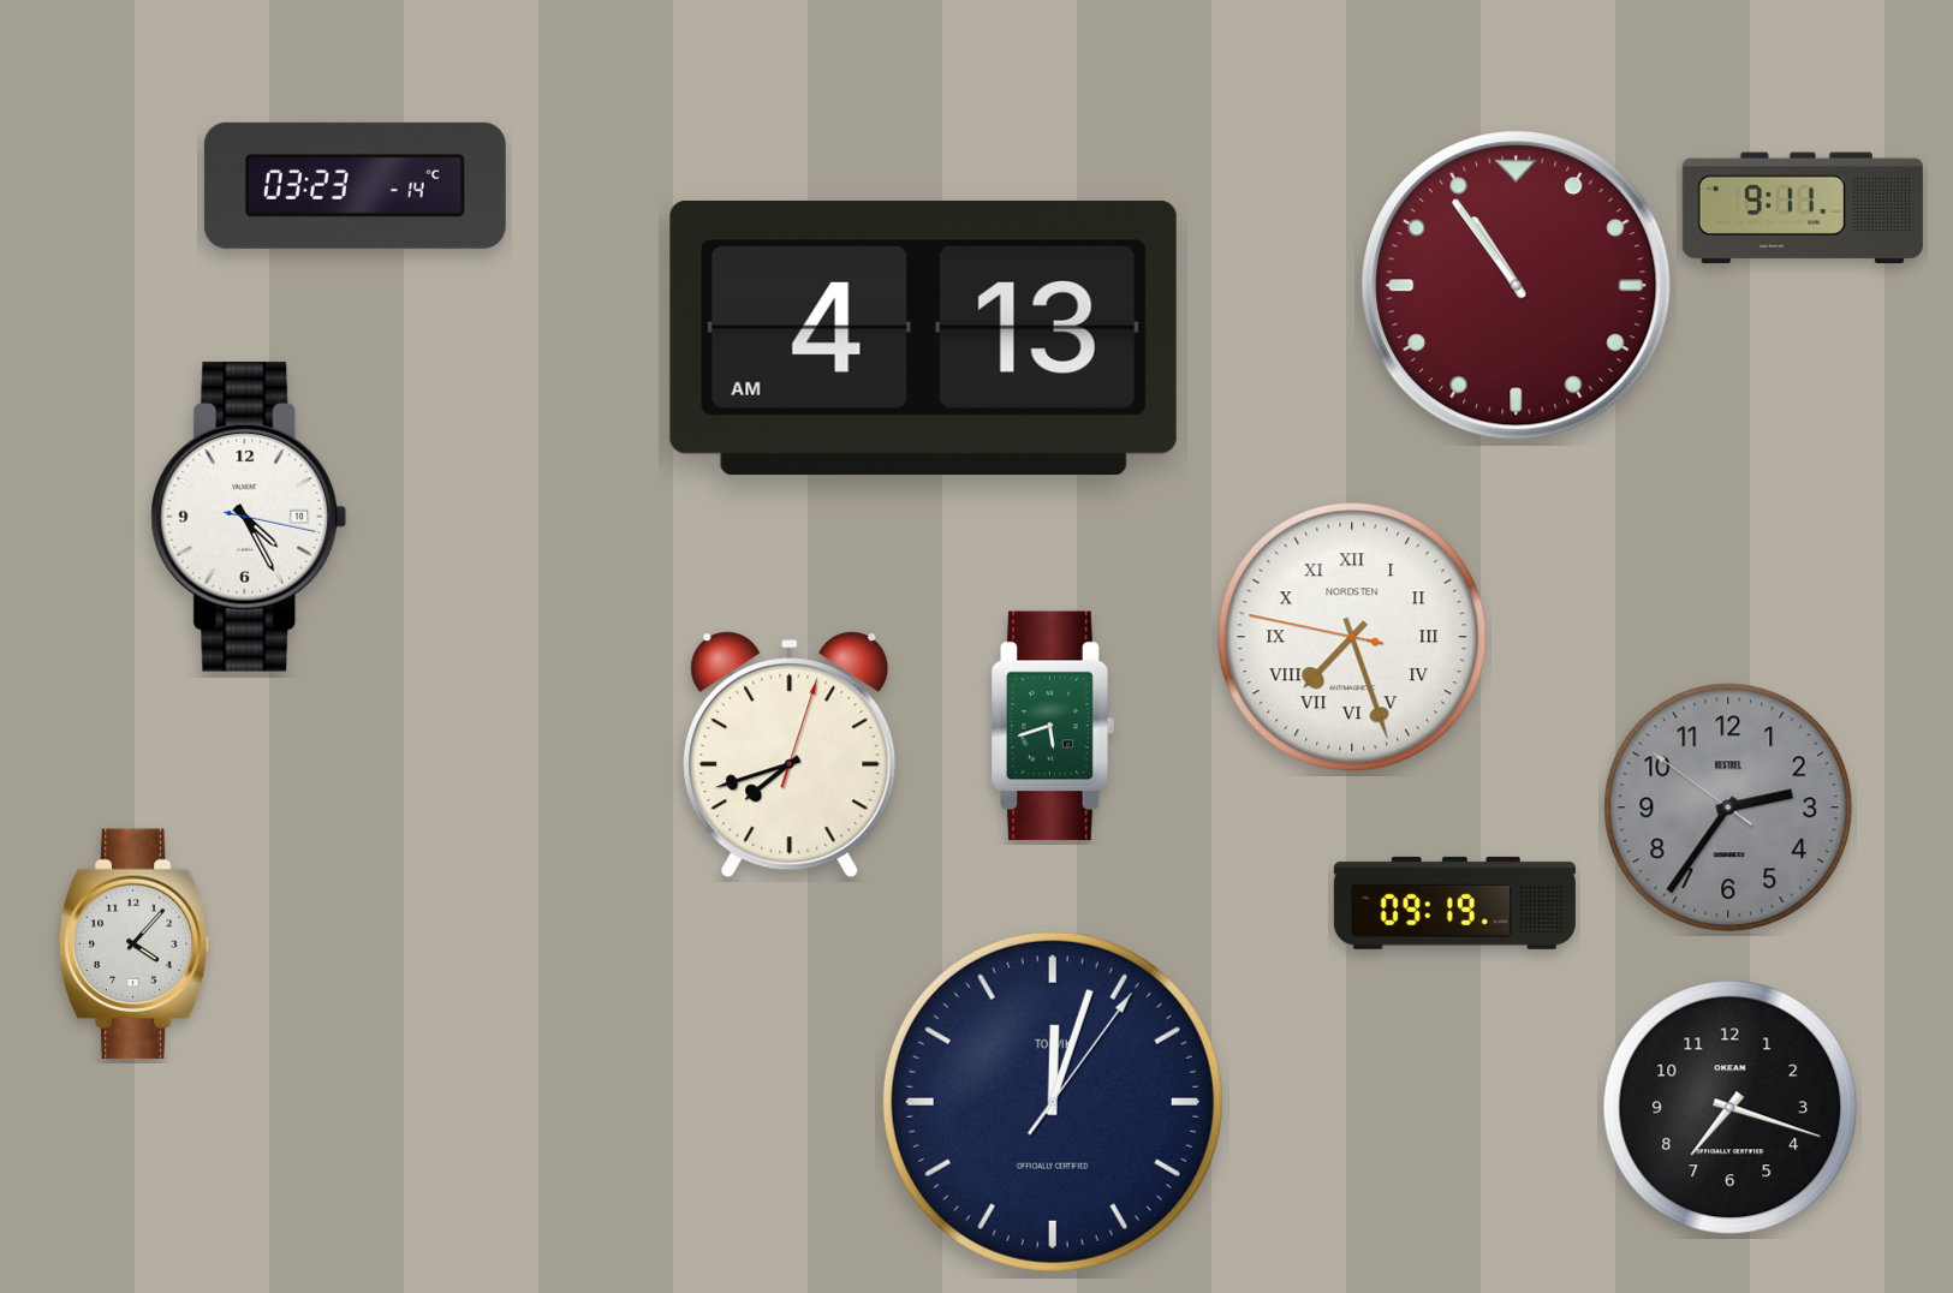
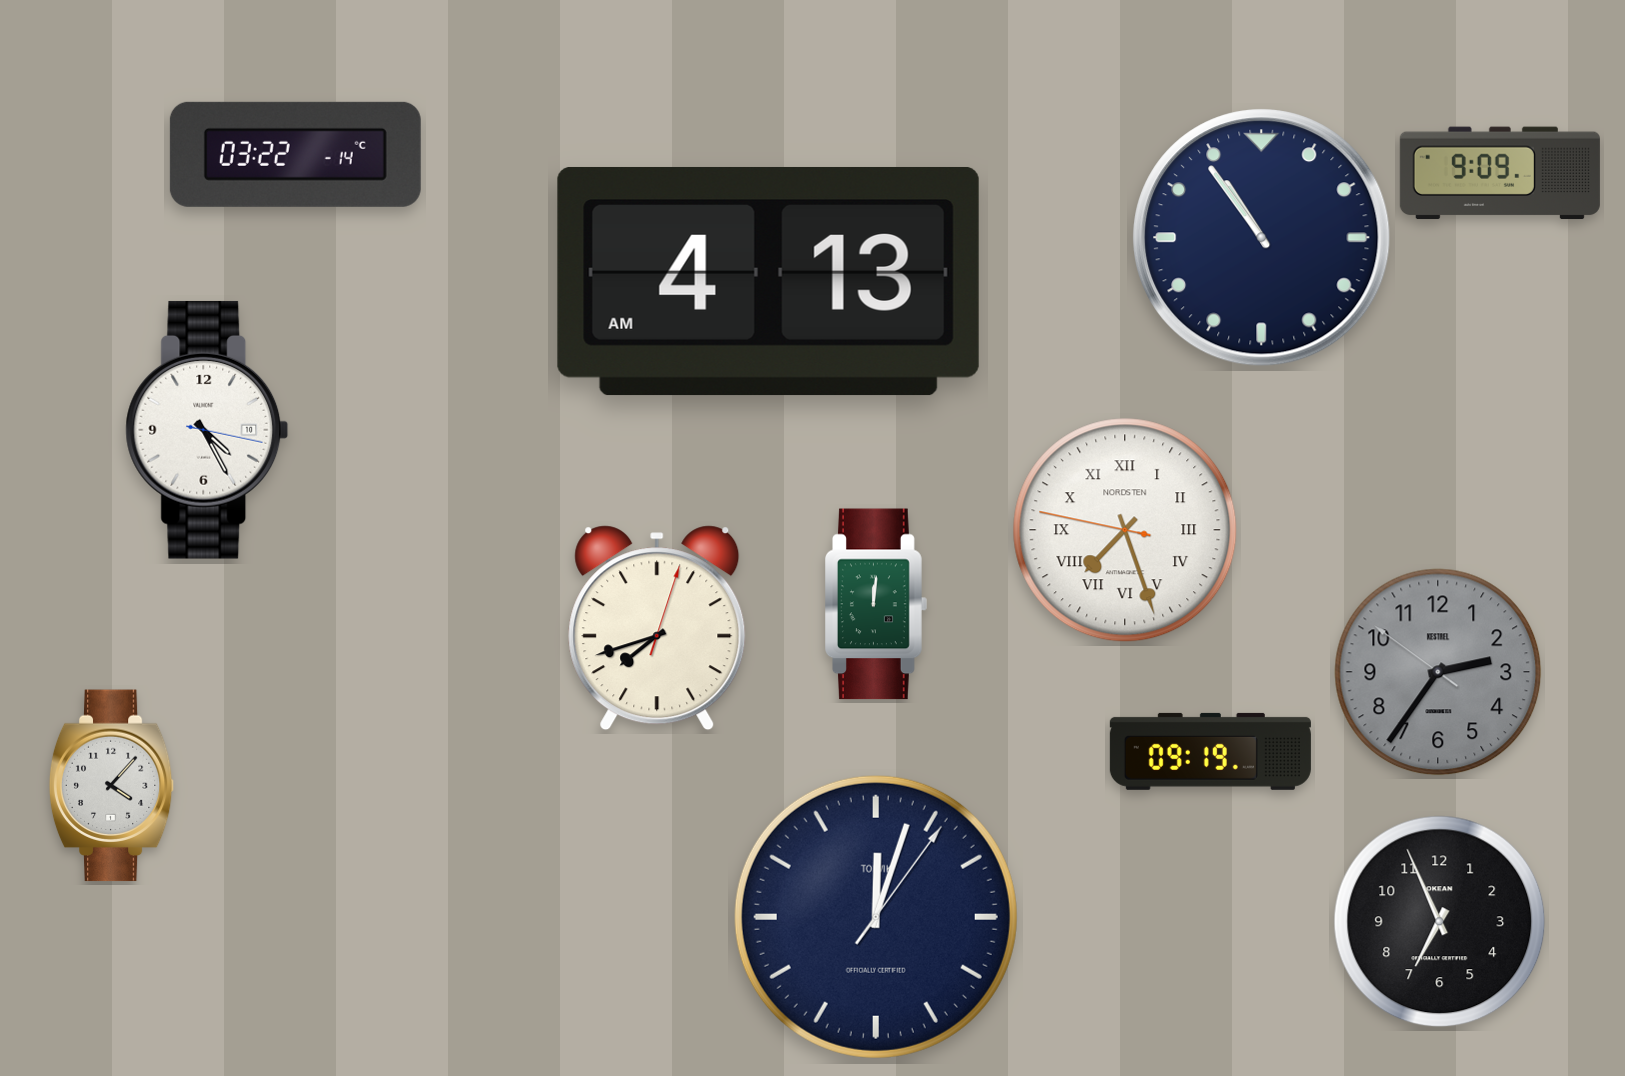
clock at (355, 185): 03:23 -> 03:22
clock at (1803, 208): 9:11 -> 9:09
clock at (1517, 286) dial: burgundy -> navy
clock at (1054, 726): 5:42 -> 12:01
clock at (1731, 1108): 7:18 -> 6:56
